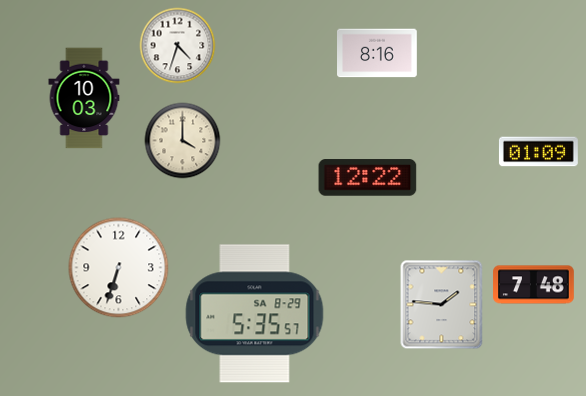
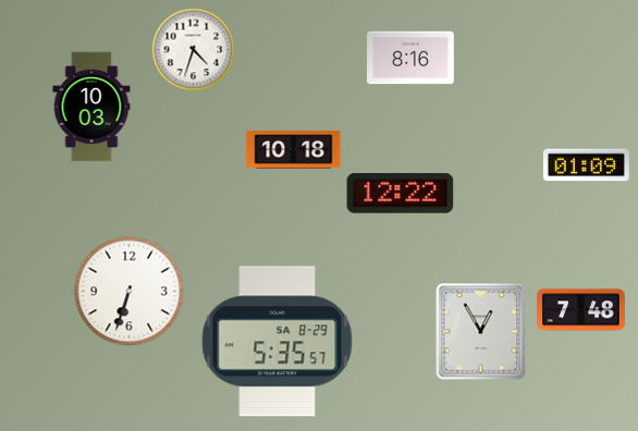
clock at (294, 150): none -> 10:18
clock at (183, 141): 4:00 -> none
clock at (442, 305): 1:46 -> 12:55
